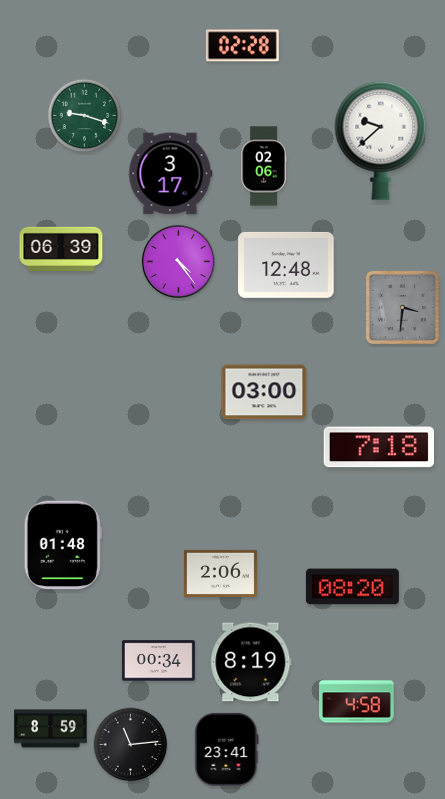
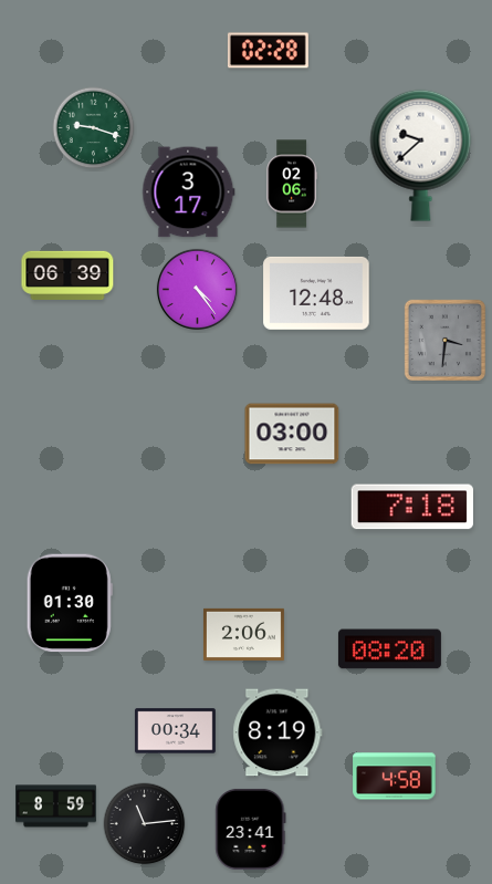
clock at (379, 447) position: (379, 447) -> (412, 507)
clock at (63, 545): 01:48 -> 01:30
